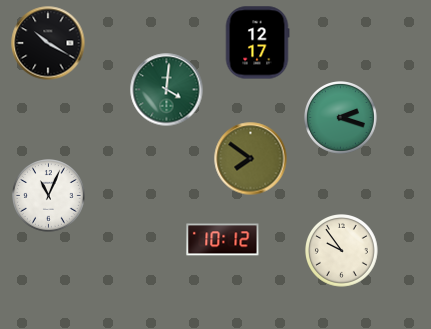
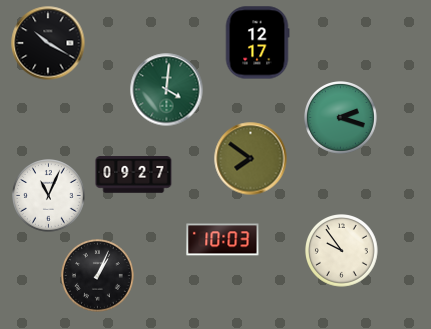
clock at (134, 175): none -> 09:27
clock at (223, 240): 10:12 -> 10:03
clock at (98, 276): none -> 1:04
